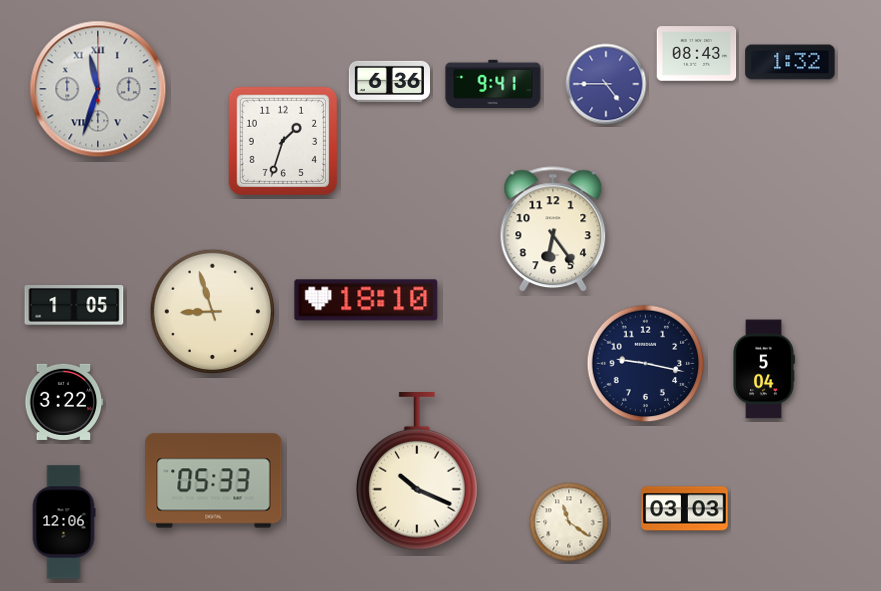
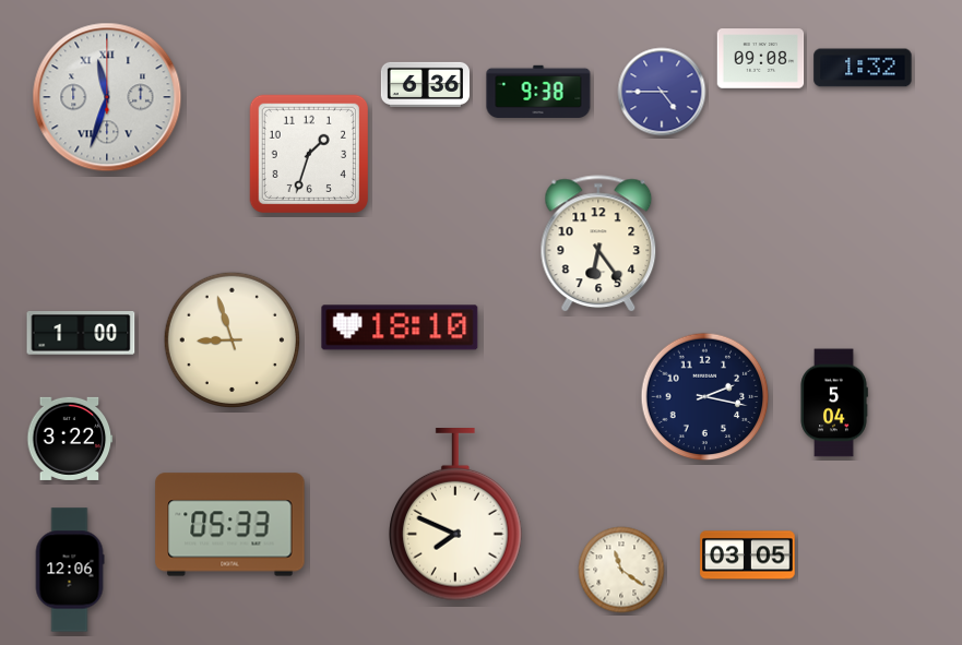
clock at (697, 54): 08:43 -> 09:08
clock at (389, 81) position: (389, 81) -> (425, 84)
clock at (493, 83): 9:41 -> 9:38
clock at (553, 230) position: (553, 230) -> (598, 244)
clock at (74, 306): 1:05 -> 1:00
clock at (646, 364): 9:17 -> 2:17
clock at (418, 472): 10:19 -> 7:49
clock at (214, 481) position: (214, 481) -> (230, 525)
clock at (685, 509): 03:03 -> 03:05
